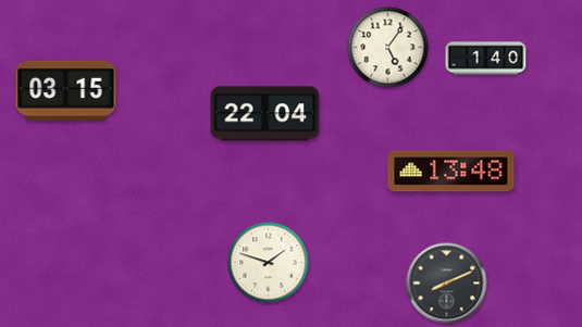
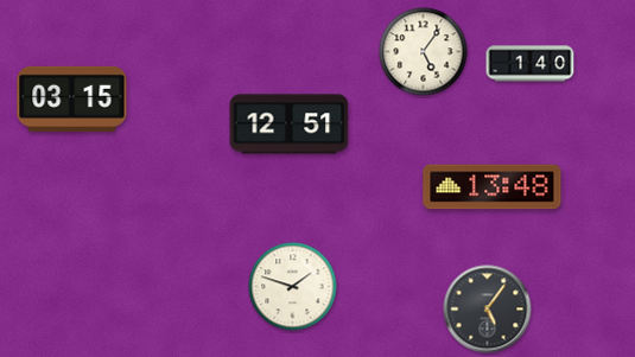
clock at (265, 114): 22:04 -> 12:51
clock at (447, 284): 8:11 -> 5:06
